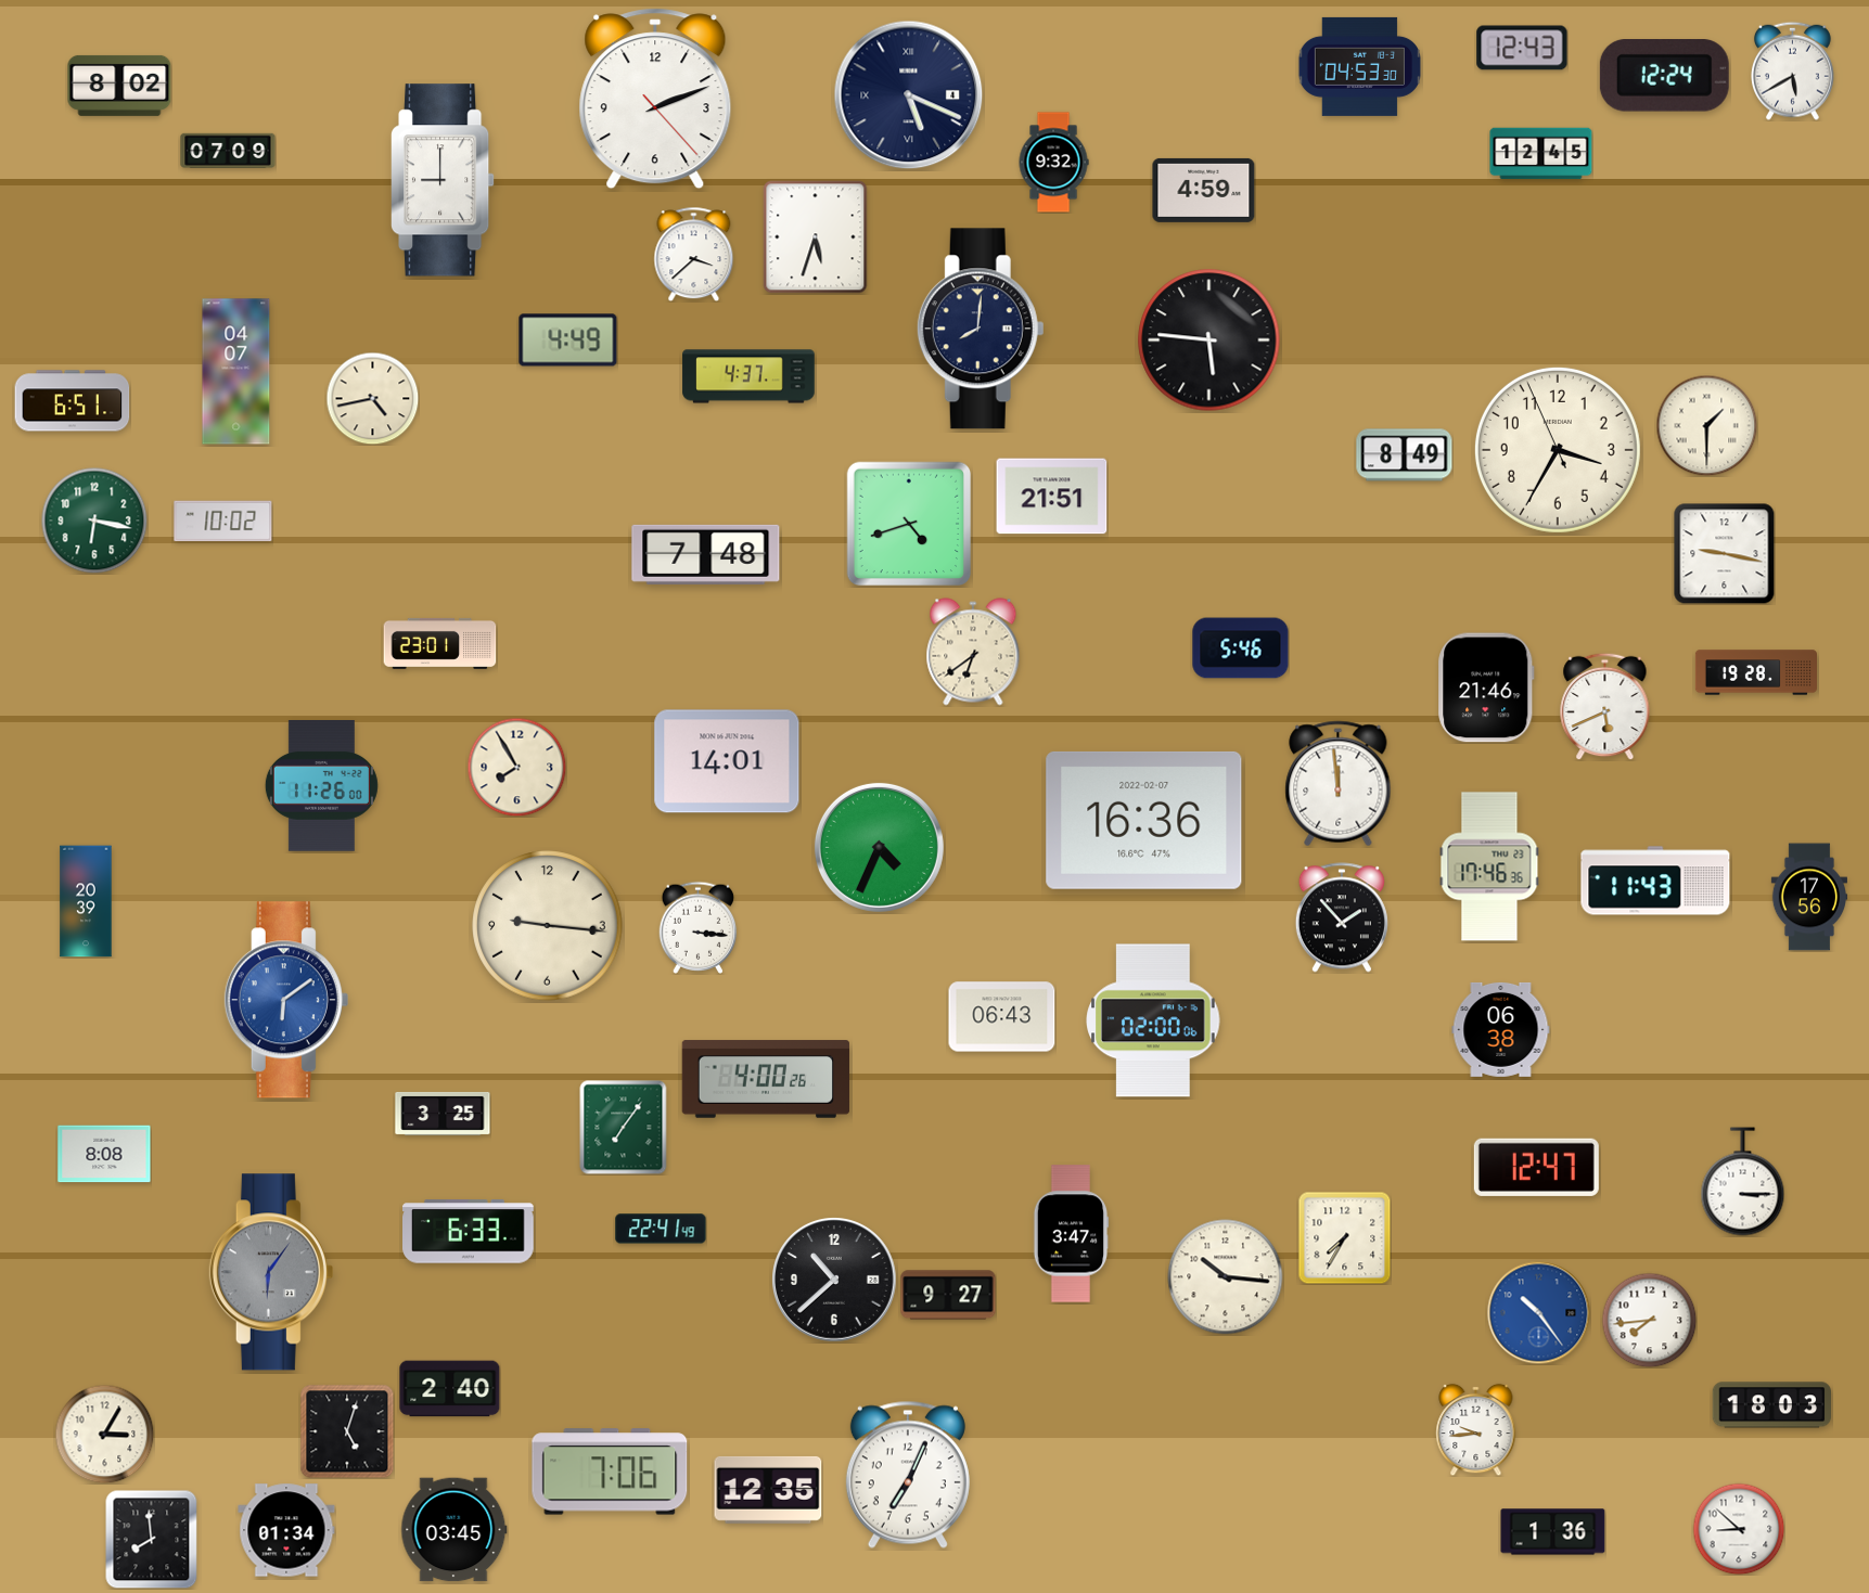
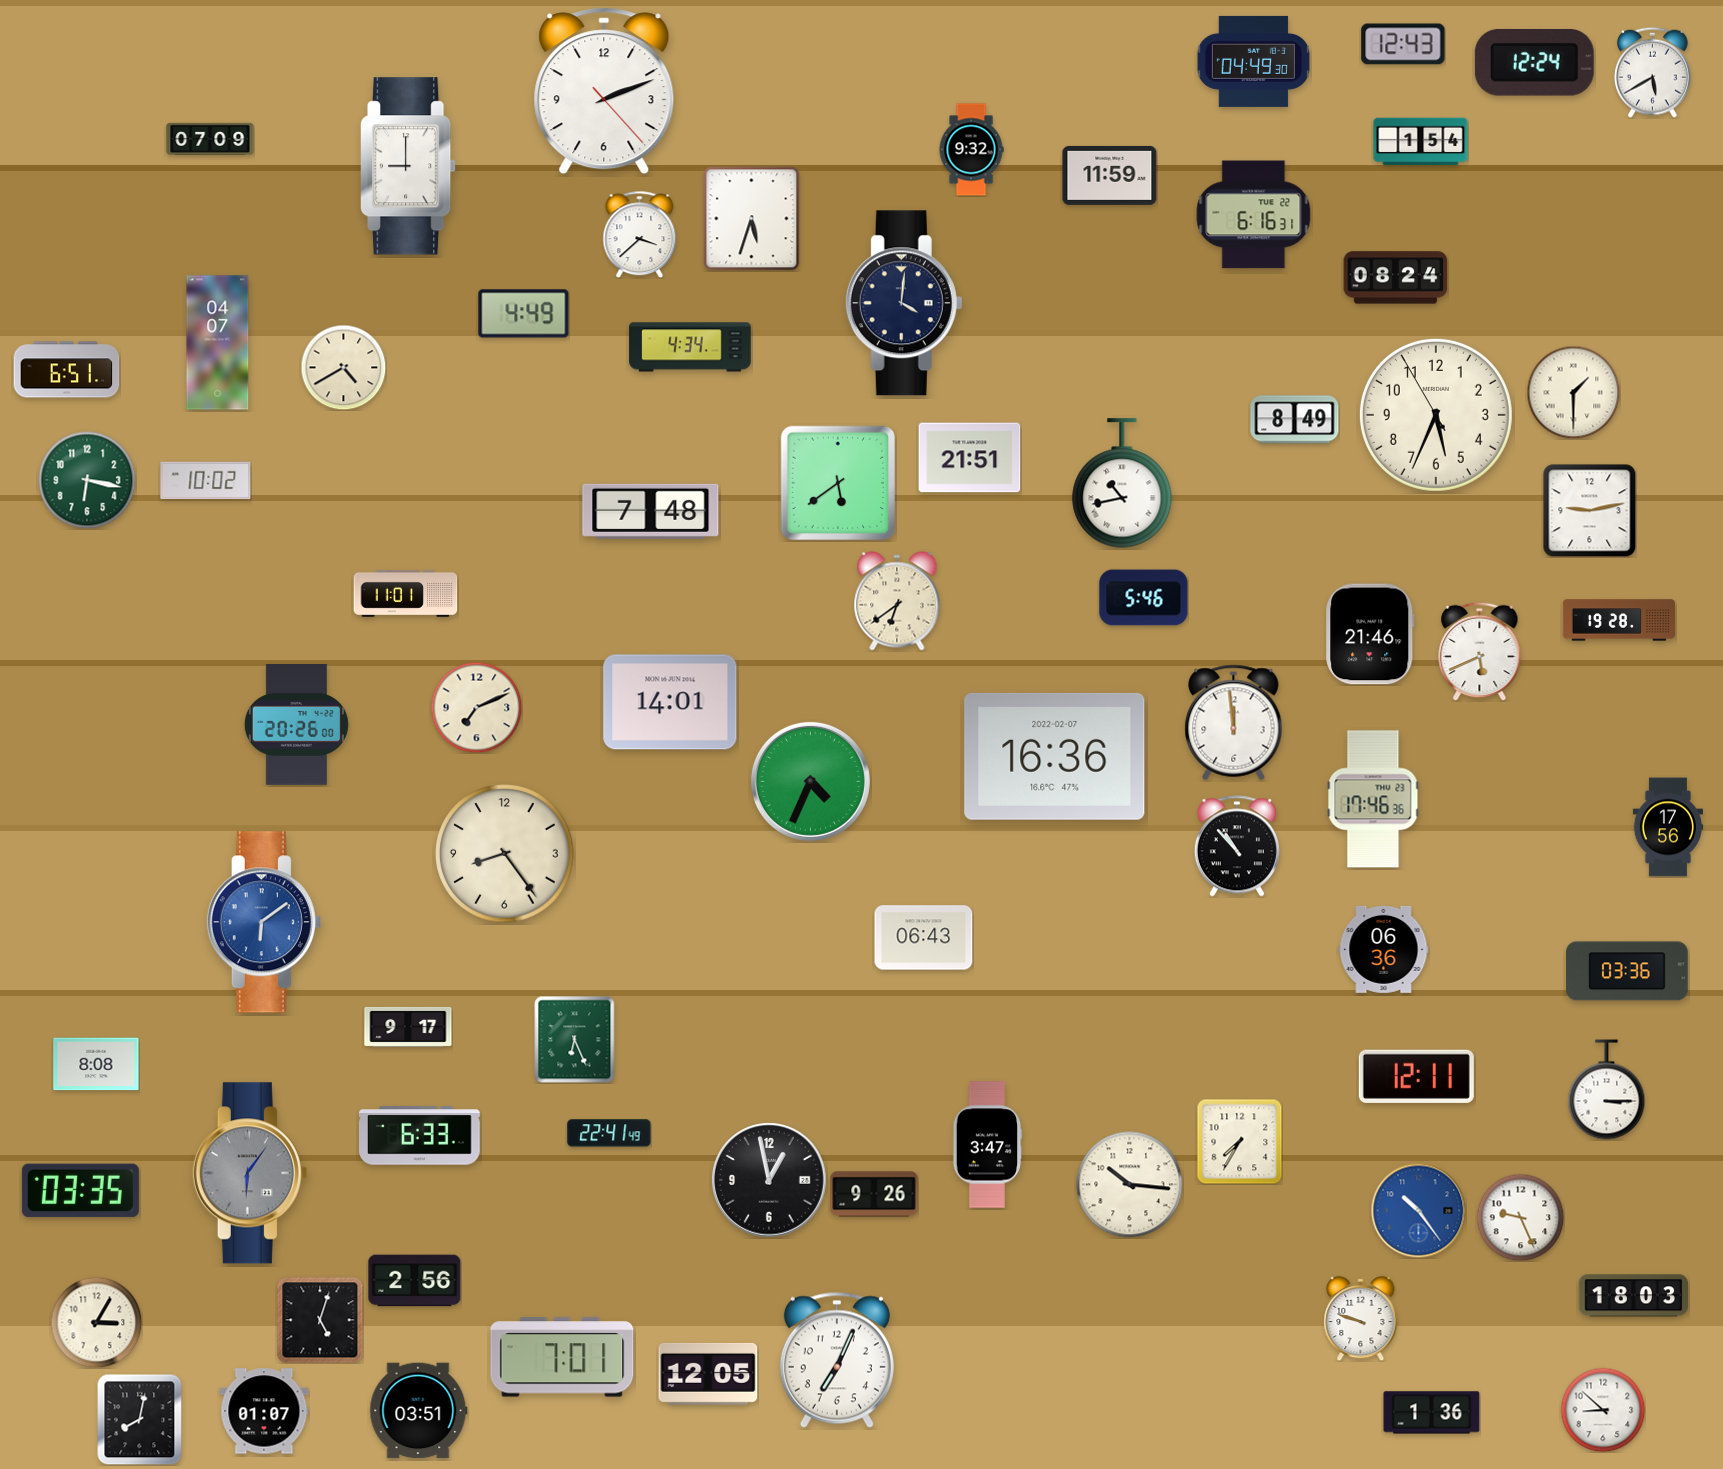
clock at (1359, 66): 04:53 -> 04:49
clock at (1792, 70) position: (1792, 70) -> (1652, 72)
clock at (1664, 76) position: (1664, 76) -> (1534, 63)
clock at (119, 86): 8:02 -> none
clock at (909, 95): 5:19 -> none
clock at (1541, 154): 12:45 -> 1:54
clock at (1204, 190): 4:59 -> 11:59
clock at (1254, 215): none -> 6:16
clock at (1396, 278): none -> 08:24
clock at (981, 329): 8:01 -> 4:01
clock at (1209, 341): 5:46 -> none
clock at (748, 376): 4:37 -> 4:34
clock at (372, 398): 4:43 -> 4:40
clock at (1558, 450): 3:34 -> 5:33
clock at (909, 524): 4:42 -> 5:39
clock at (1122, 483): none -> 10:43
clock at (1725, 554): 9:17 -> 9:13
clock at (440, 643): 23:01 -> 11:01
clock at (516, 767): 7:55 -> 7:11
clock at (321, 786): 11:26 -> 20:26
clock at (1655, 881): 11:43 -> none
clock at (86, 901): 20:39 -> none
clock at (1342, 917): 1:53 -> 10:53
clock at (548, 926): 9:16 -> 8:24
clock at (699, 927): 3:16 -> none
clock at (1153, 1020): 02:00 -> none
clock at (1501, 1029): 06:38 -> 06:36
clock at (1628, 971): none -> 03:36
clock at (766, 1079): 4:00 -> none
clock at (443, 1114): 3:25 -> 9:17
clock at (624, 1127): 7:06 -> 6:26
clock at (1536, 1167): 12:47 -> 12:11
clock at (469, 1232) position: (469, 1232) -> (420, 1136)
clock at (1071, 1234) position: (1071, 1234) -> (987, 1145)
clock at (1226, 1277) position: (1226, 1277) -> (1130, 1185)
clock at (834, 1280): 10:38 -> 12:58
clock at (80, 1191): none -> 03:35
clock at (948, 1295): 9:27 -> 9:26
clock at (1649, 1320): 7:44 -> 9:26
clock at (450, 1389): 2:40 -> 2:56
clock at (1476, 1429): 9:44 -> 9:48
clock at (610, 1472): 7:06 -> 7:01
clock at (768, 1490): 12:35 -> 12:05
clock at (286, 1530): 01:34 -> 01:07
clock at (455, 1530): 03:45 -> 03:51
clock at (152, 1539): 7:59 -> 8:02
